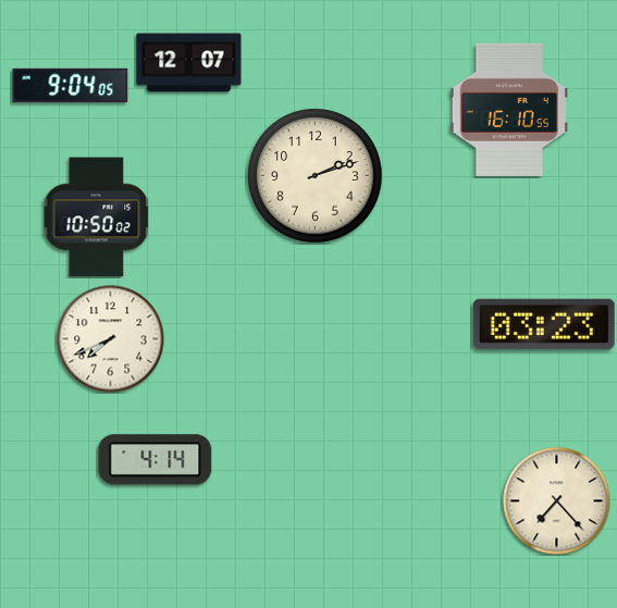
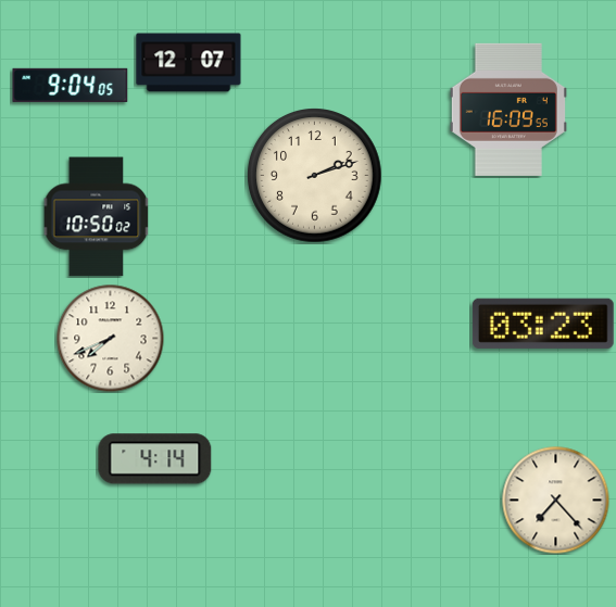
clock at (509, 110): 16:10 -> 16:09
